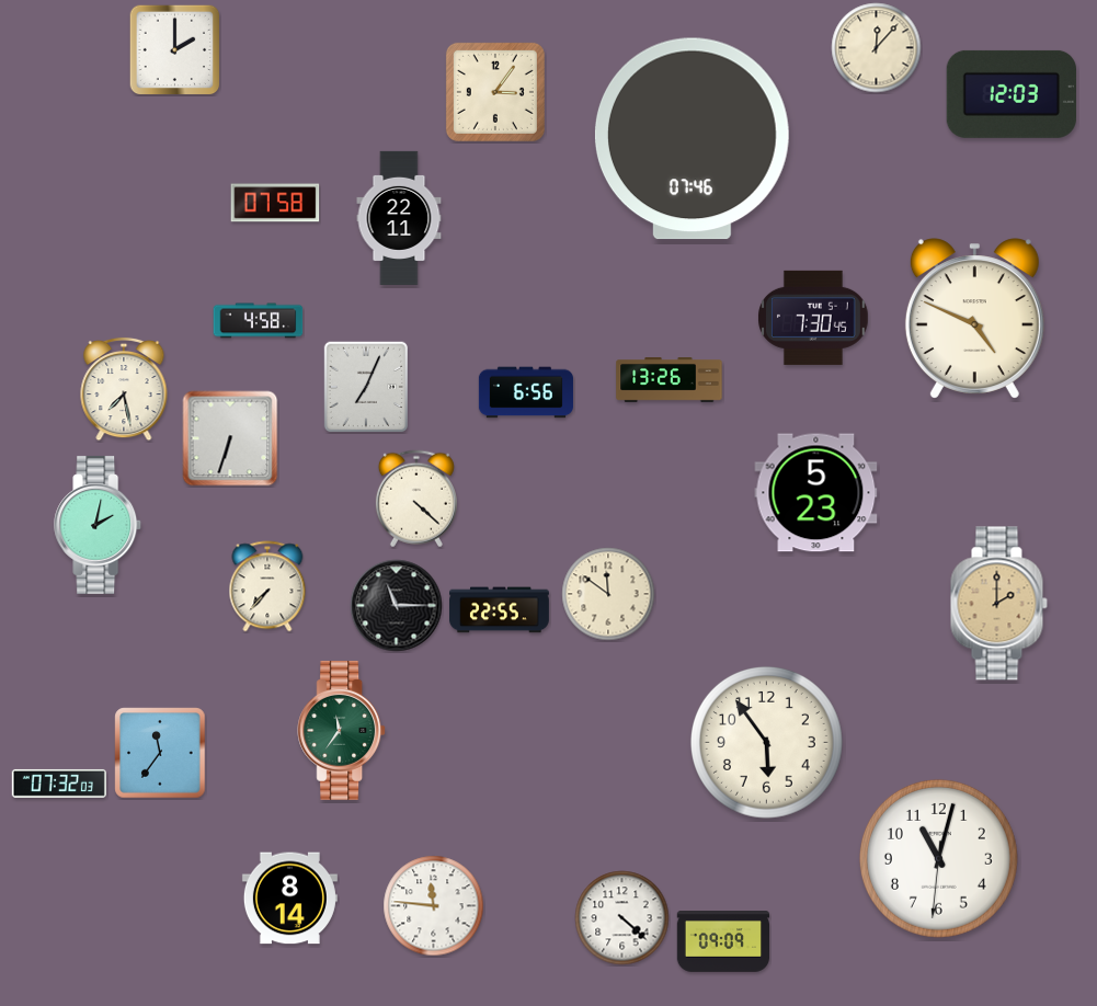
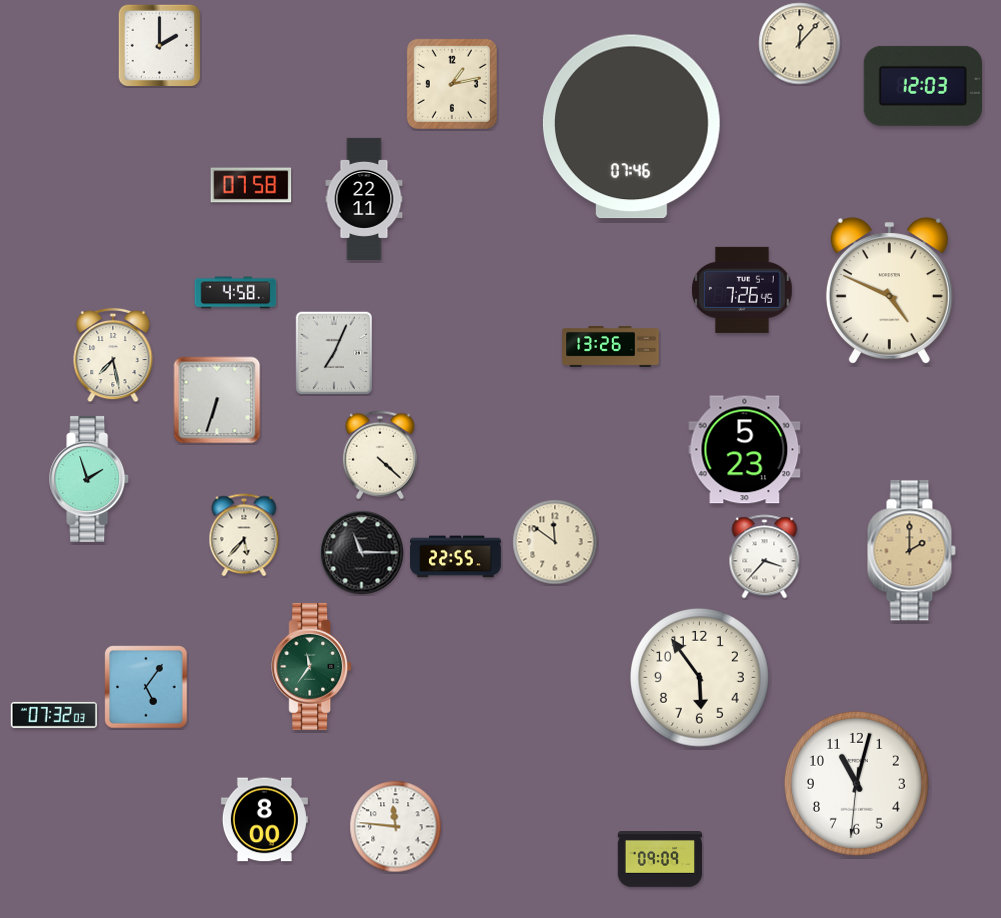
clock at (495, 92): 3:06 -> 1:13
clock at (814, 318): 7:30 -> 7:26
clock at (526, 392): 6:56 -> none
clock at (230, 438) position: (230, 438) -> (217, 400)
clock at (99, 525): 2:02 -> 1:57
clock at (267, 586): 7:37 -> 5:37
clock at (765, 557): none -> 3:37
clock at (160, 753): 11:36 -> 5:06
clock at (289, 899): 8:14 -> 8:00
clock at (622, 918): 4:22 -> none
